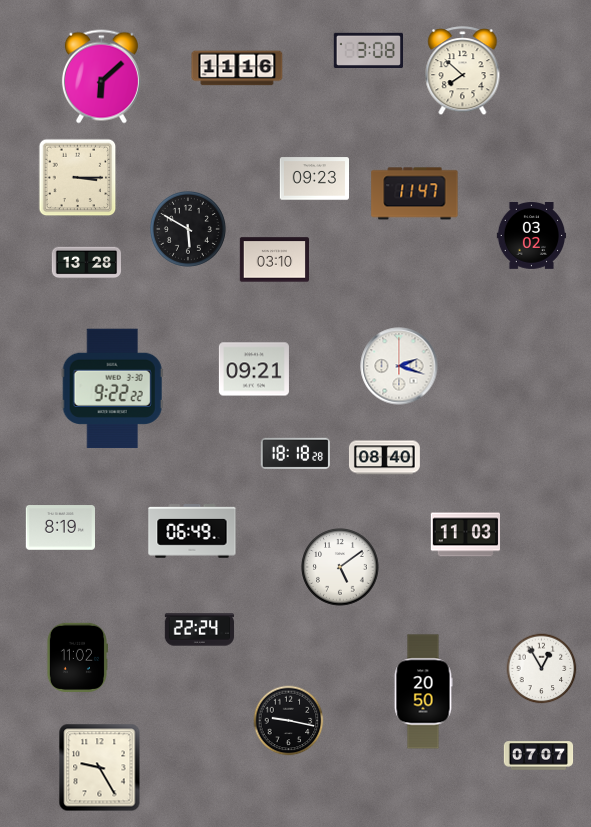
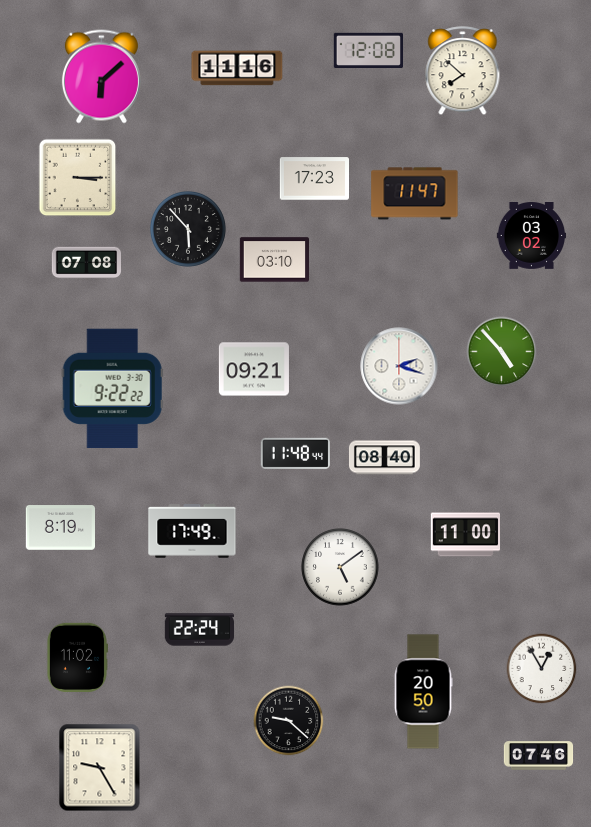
clock at (368, 50): 3:08 -> 12:08
clock at (314, 179): 09:23 -> 17:23
clock at (188, 229): 5:50 -> 5:53
clock at (86, 263): 13:28 -> 07:08
clock at (502, 352): none -> 4:53
clock at (295, 453): 18:18 -> 11:48
clock at (192, 531): 06:49 -> 17:49
clock at (465, 535): 11:03 -> 11:00
clock at (289, 721): 9:17 -> 9:22
clock at (539, 756): 07:07 -> 07:46
